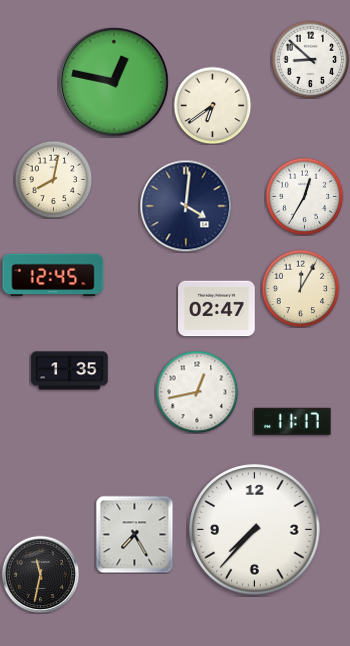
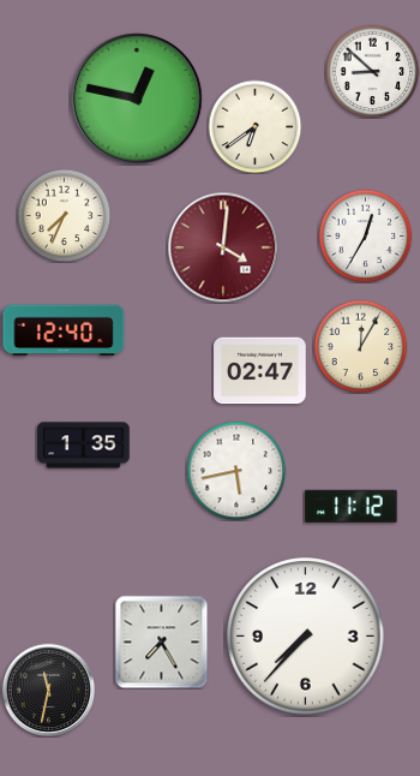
clock at (53, 179): 8:02 -> 7:34
clock at (186, 206) dial: navy -> burgundy
clock at (53, 275): 12:45 -> 12:40
clock at (197, 392): 12:43 -> 5:43
clock at (293, 421): 11:17 -> 11:12
